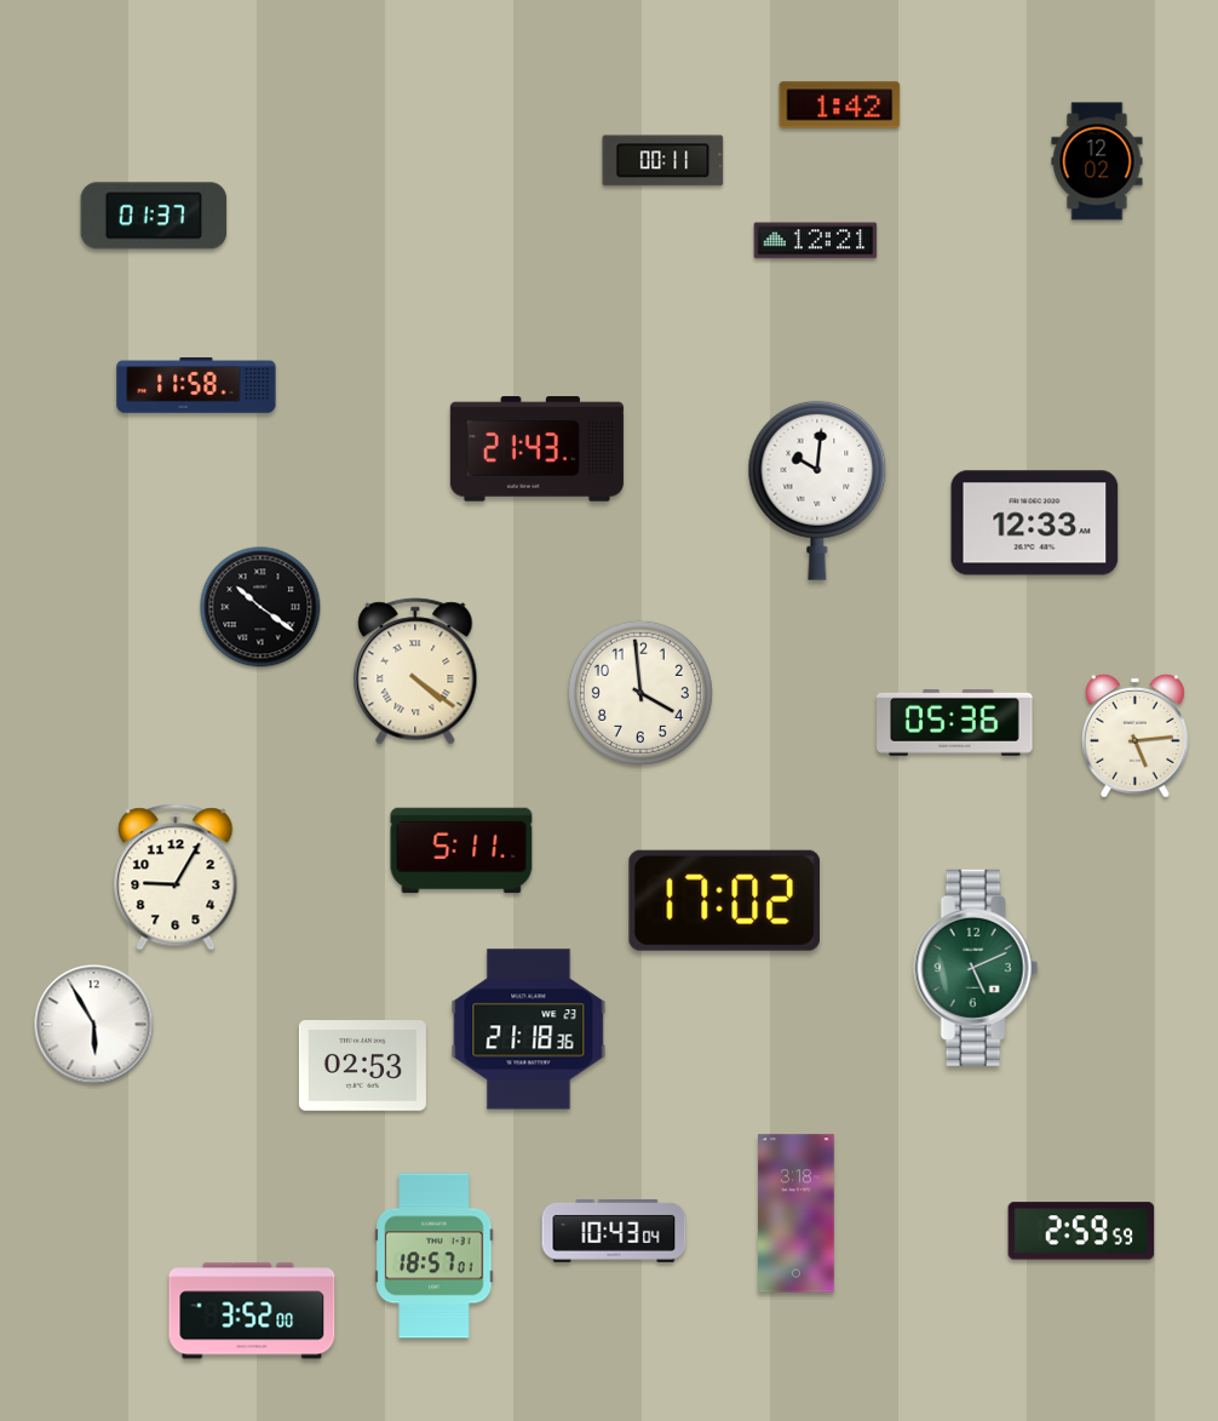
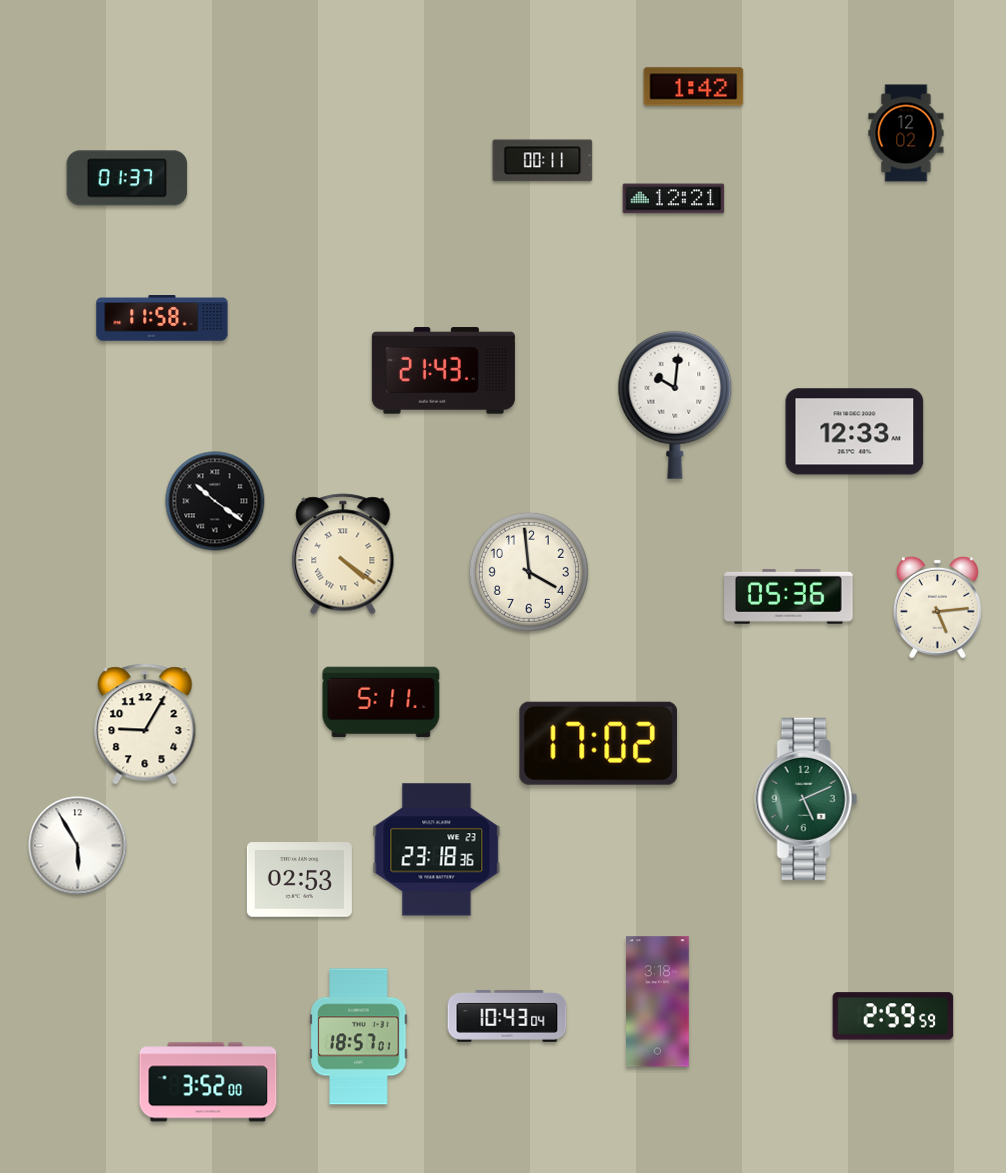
clock at (663, 161) position: (663, 161) -> (543, 161)
clock at (529, 1030): 21:18 -> 23:18
